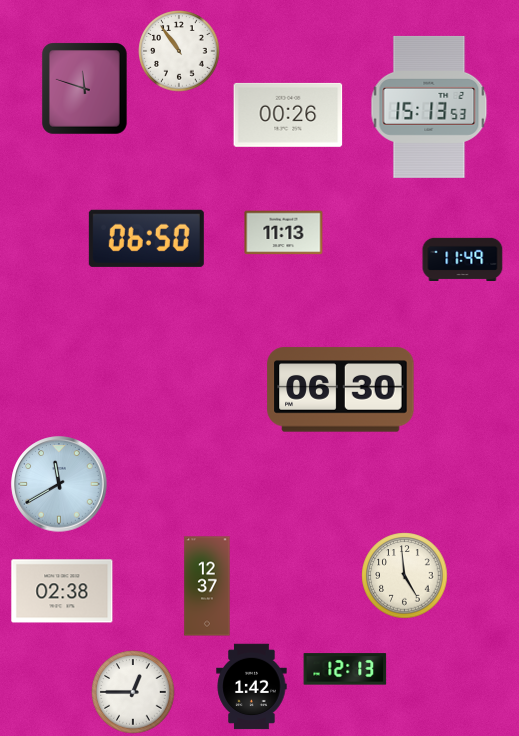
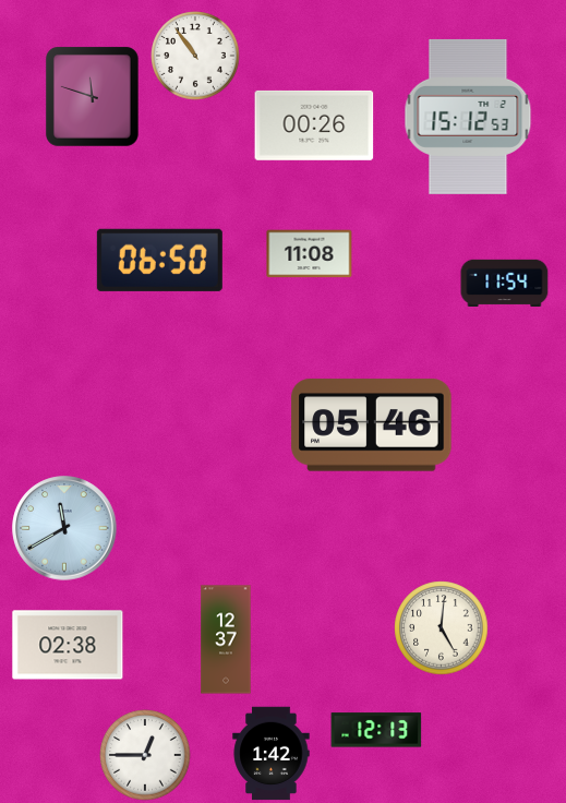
clock at (429, 107): 15:13 -> 15:12
clock at (284, 233): 11:13 -> 11:08
clock at (463, 259): 11:49 -> 11:54
clock at (341, 390): 06:30 -> 05:46
clock at (405, 576): 4:59 -> 5:01
clock at (252, 687) position: (252, 687) -> (272, 754)
